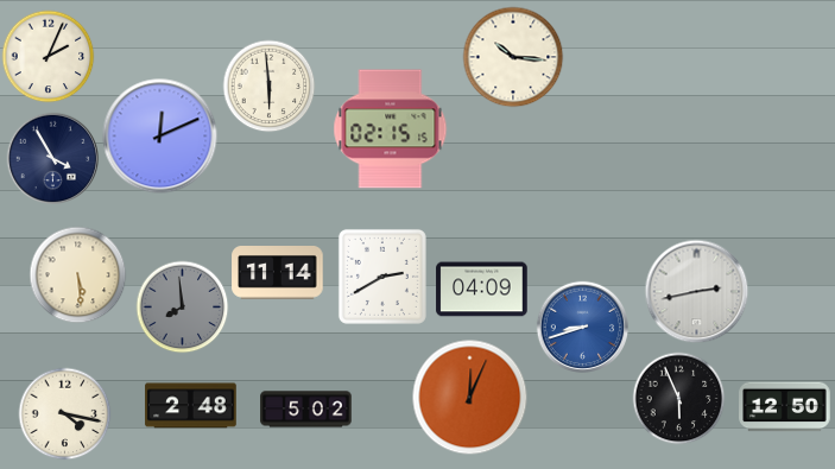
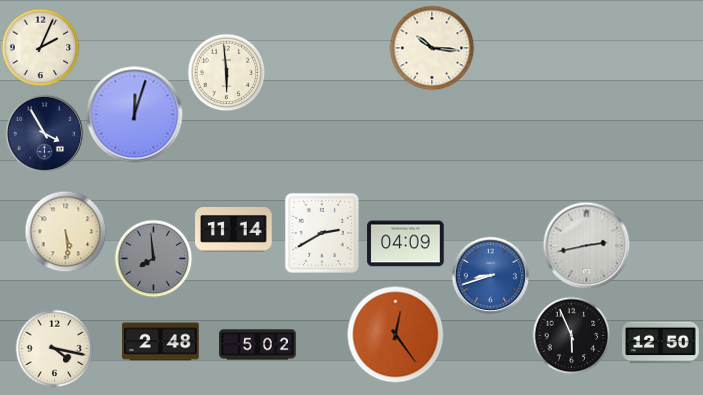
clock at (391, 129): 02:15 -> none
clock at (160, 137): 12:11 -> 12:03
clock at (469, 397): 12:04 -> 12:24
